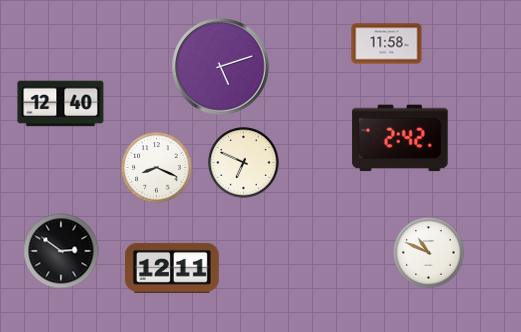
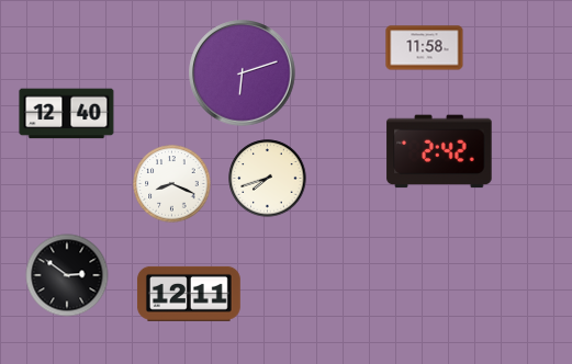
clock at (221, 67): 5:12 -> 6:12
clock at (244, 163): 6:49 -> 7:42
clock at (429, 253): 10:49 -> none
